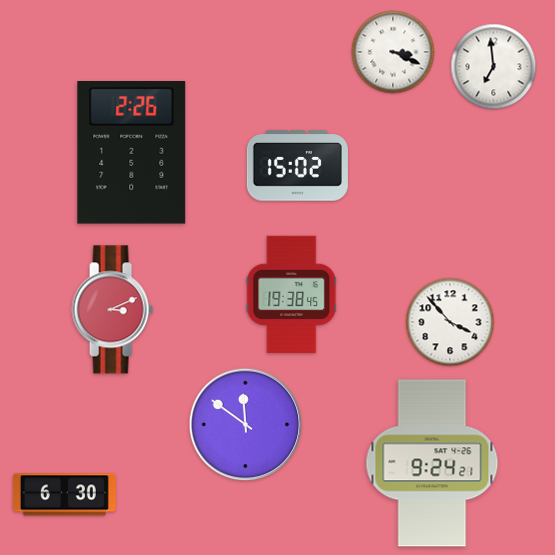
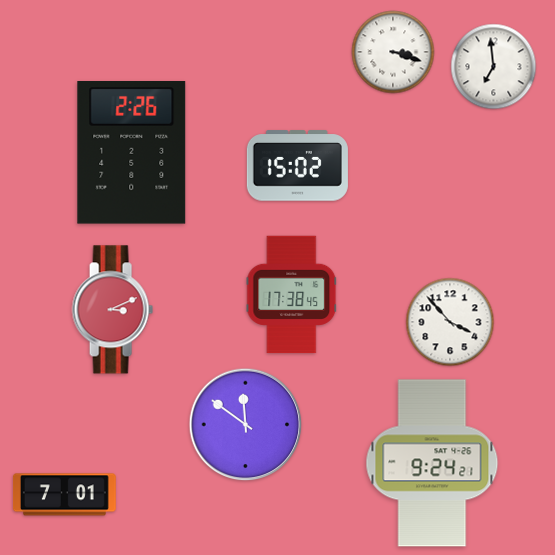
clock at (393, 52): 3:19 -> 3:18
clock at (292, 295): 19:38 -> 17:38
clock at (64, 495): 6:30 -> 7:01
